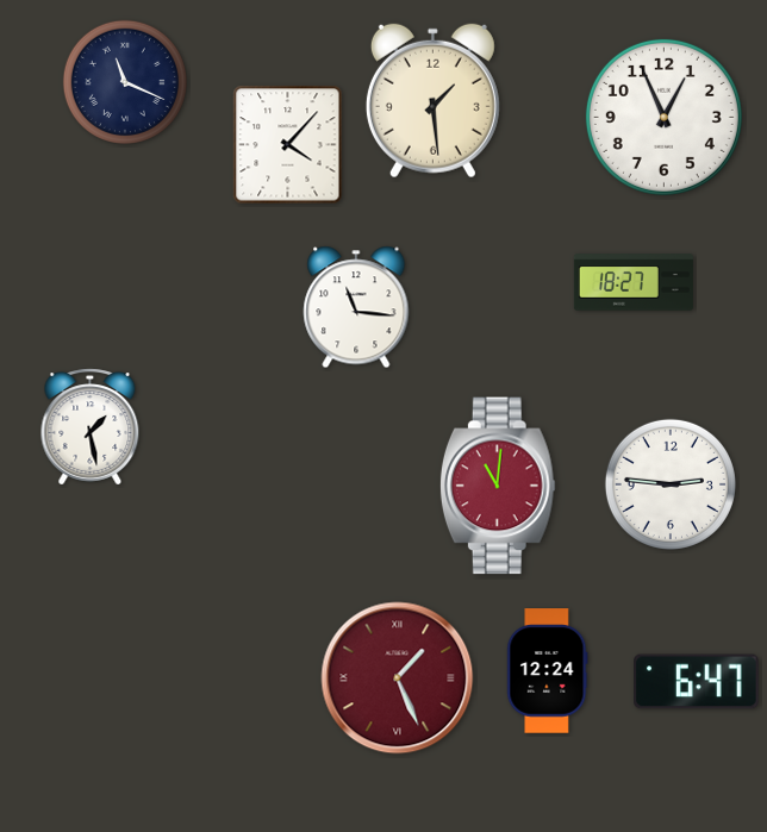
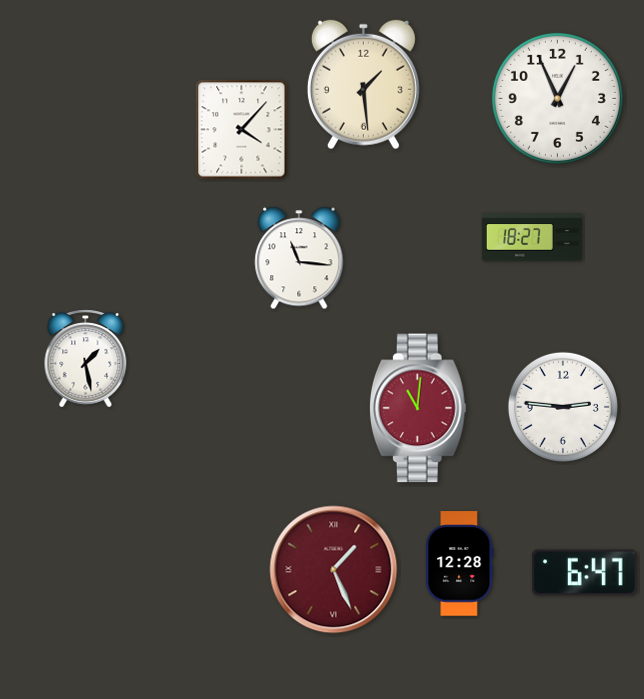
clock at (125, 82): 11:19 -> none
clock at (288, 145) position: (288, 145) -> (242, 130)
clock at (91, 427) position: (91, 427) -> (86, 359)
clock at (548, 671): 12:24 -> 12:28
